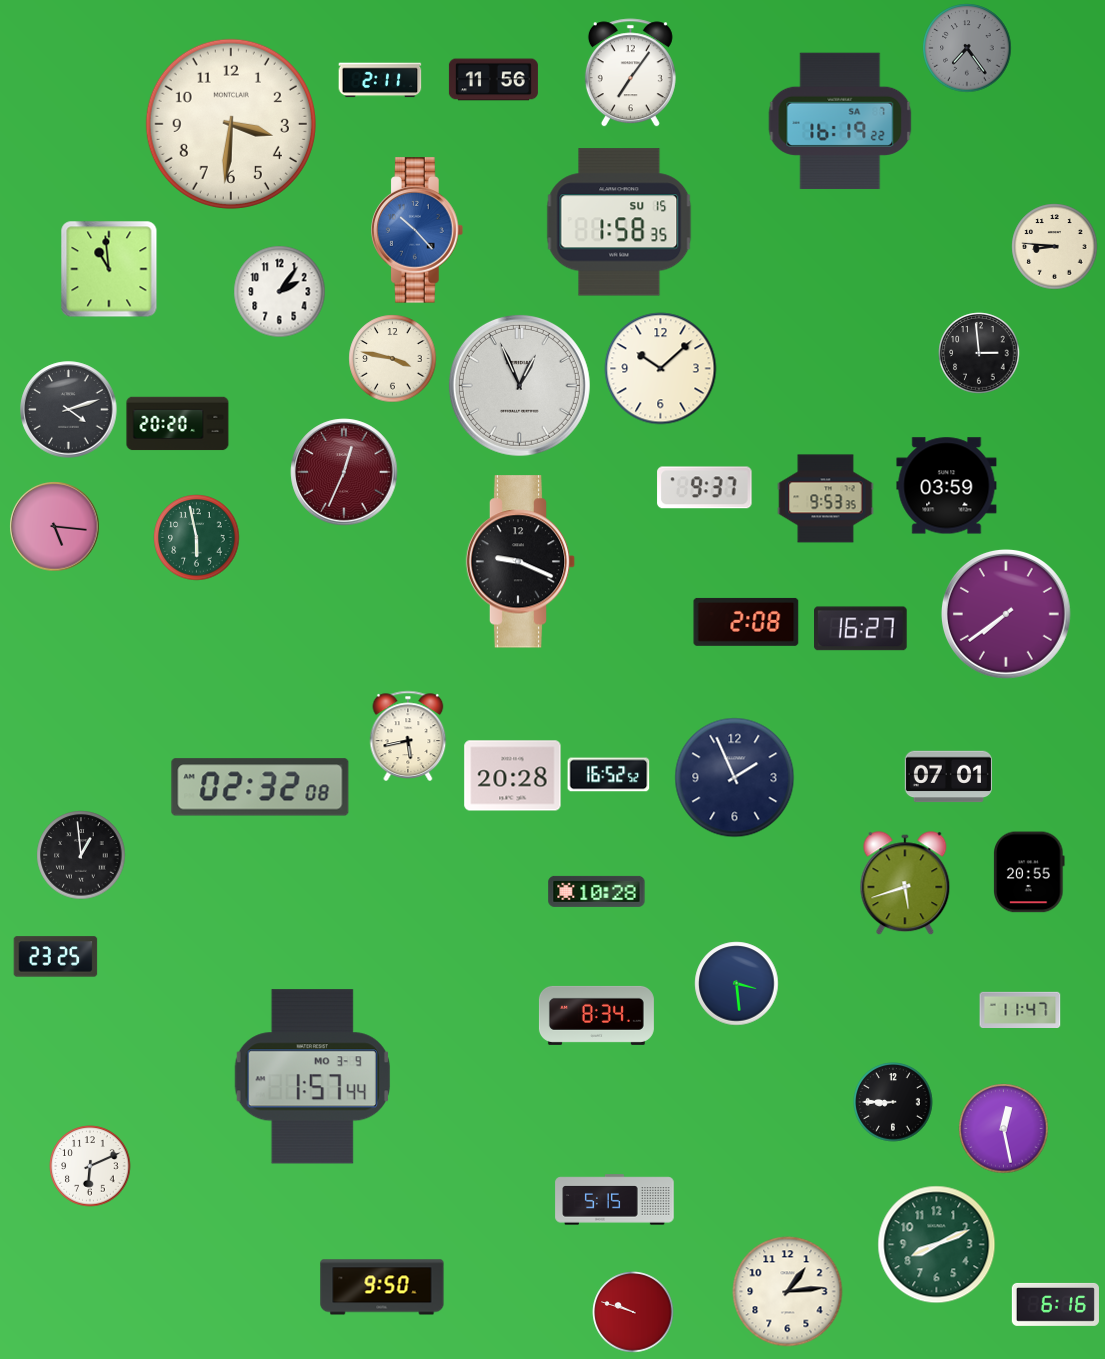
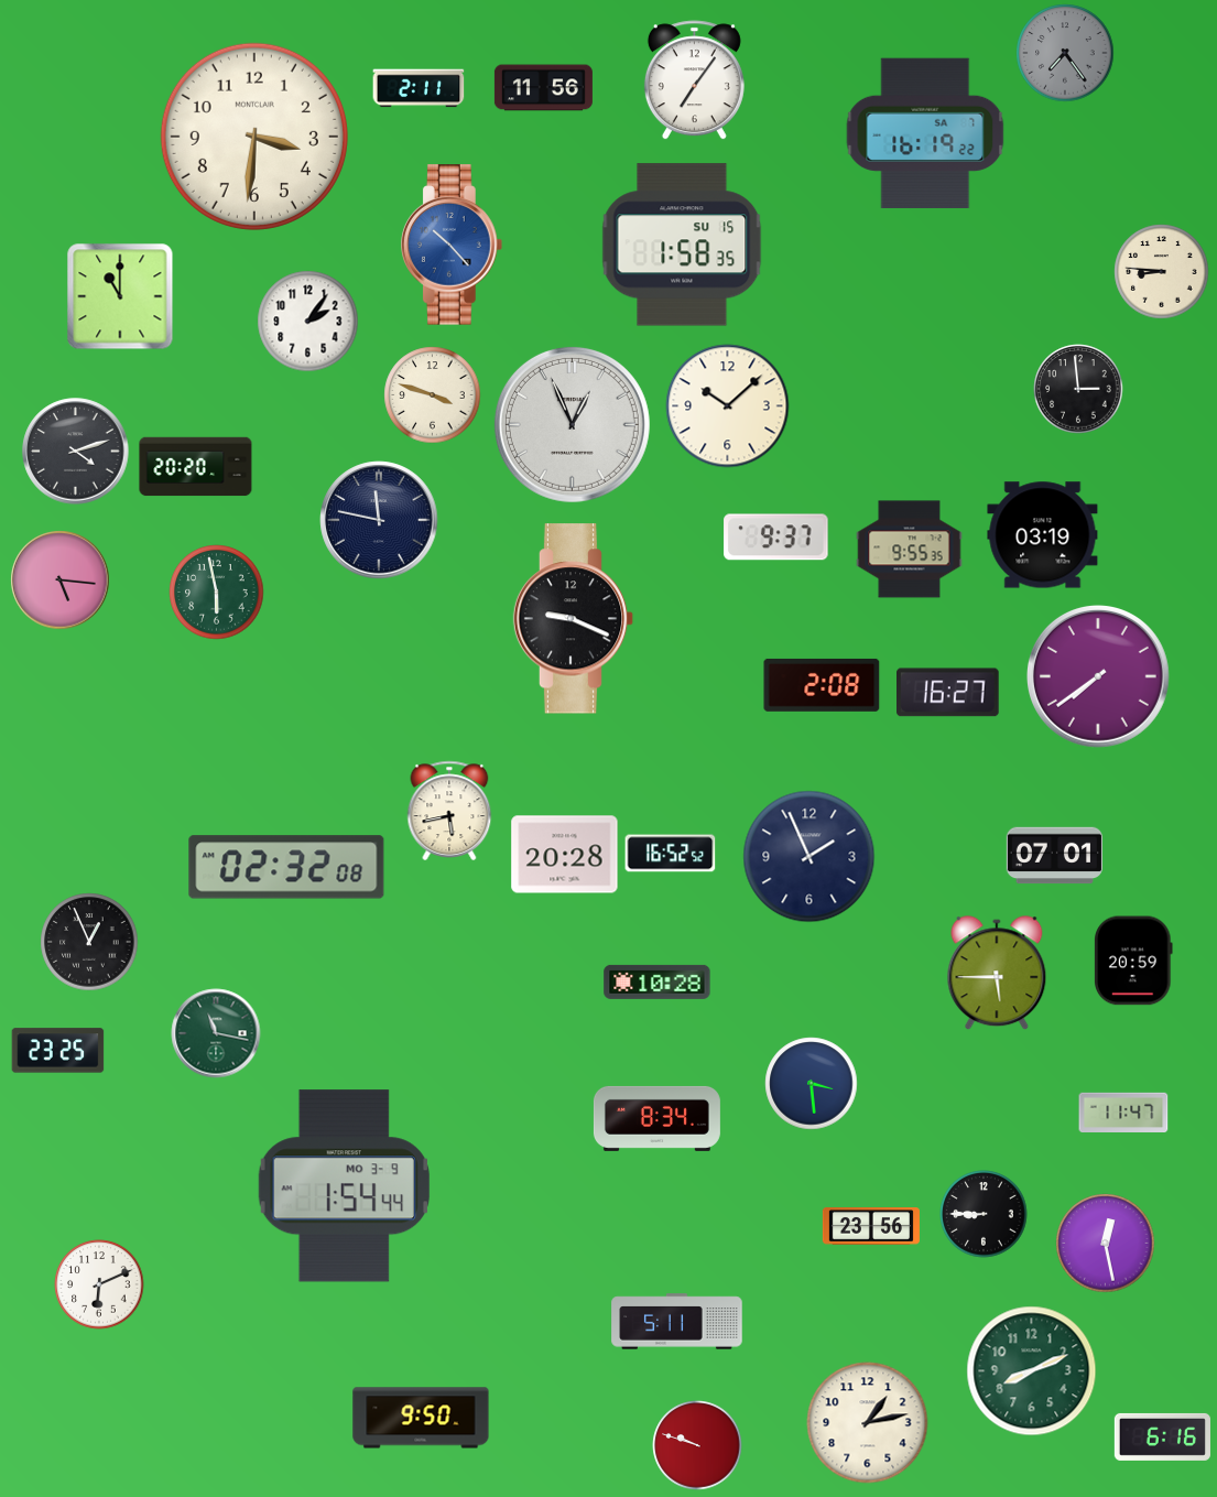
clock at (418, 230) position: (418, 230) -> (453, 245)
clock at (109, 269): 10:59 -> 11:00
clock at (393, 359): 3:47 -> 3:48
clock at (344, 472): 12:34 -> 11:47
clock at (344, 472) dial: burgundy -> navy
clock at (947, 486): 03:59 -> 03:19
clock at (826, 499): 9:53 -> 9:55
clock at (1006, 614) position: (1006, 614) -> (1098, 676)
clock at (948, 777) position: (948, 777) -> (1054, 856)
clock at (81, 855): 12:59 -> 12:56
clock at (1030, 872): 20:55 -> 20:59
clock at (905, 884): 5:42 -> 5:45
clock at (216, 1033): none -> 11:17
clock at (56, 957) position: (56, 957) -> (58, 1051)
clock at (312, 1077): 1:57 -> 1:54
clock at (871, 1226): none -> 23:56
clock at (615, 1200): 5:15 -> 5:11
clock at (788, 1292): 1:14 -> 1:13
